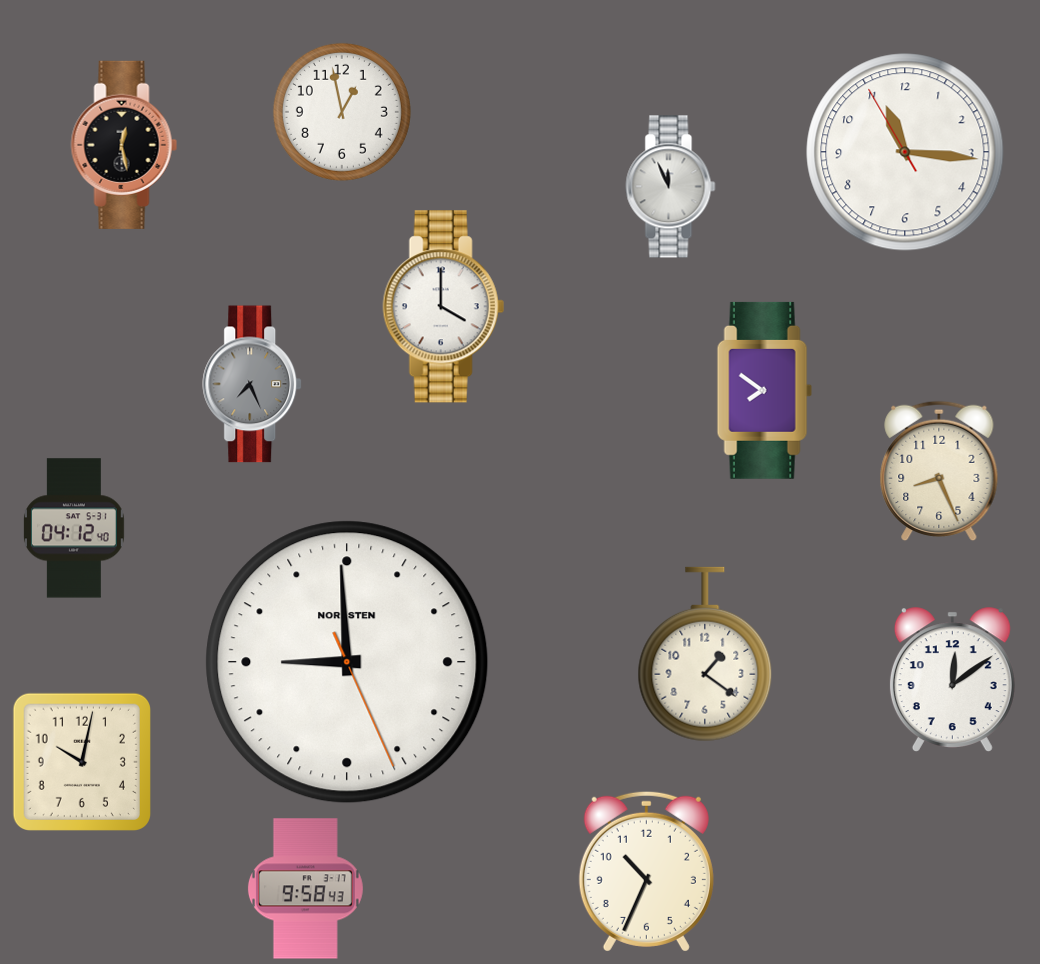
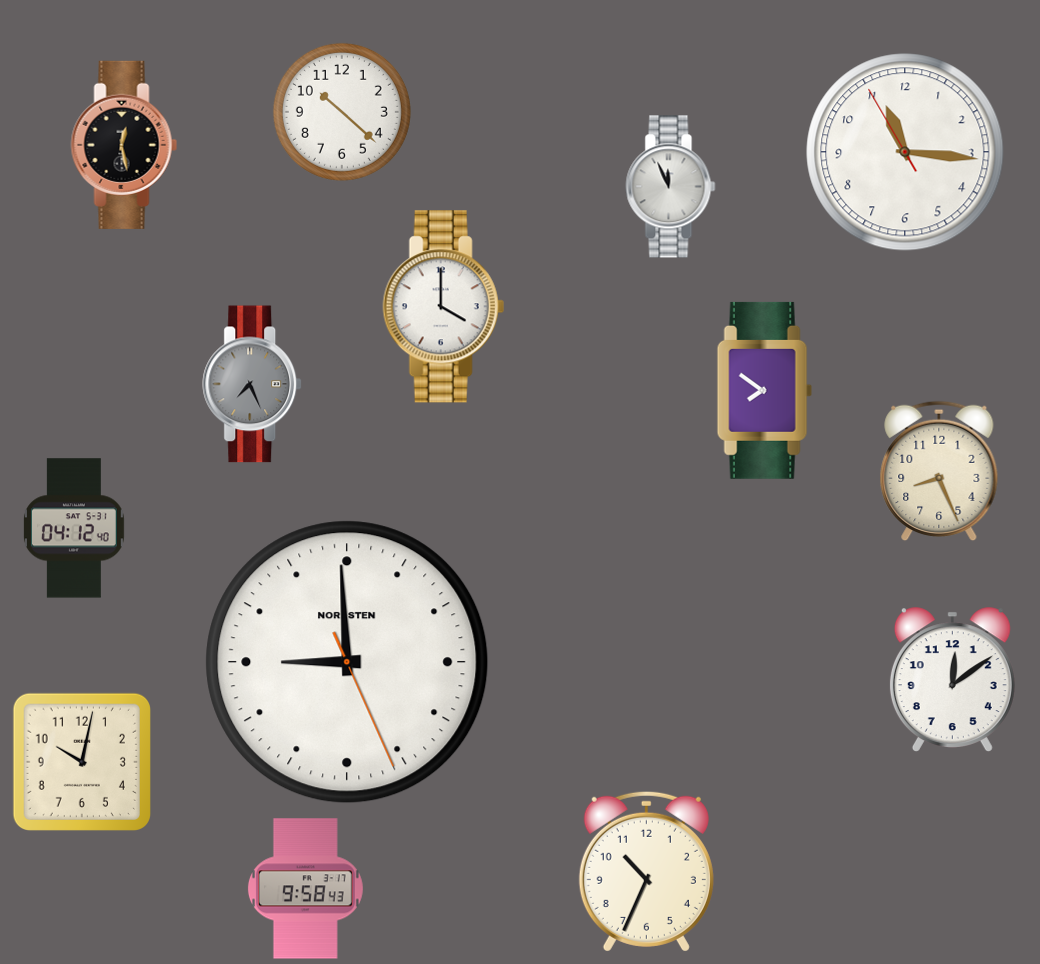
clock at (342, 112): 12:58 -> 10:22
clock at (705, 654): 1:21 -> none
